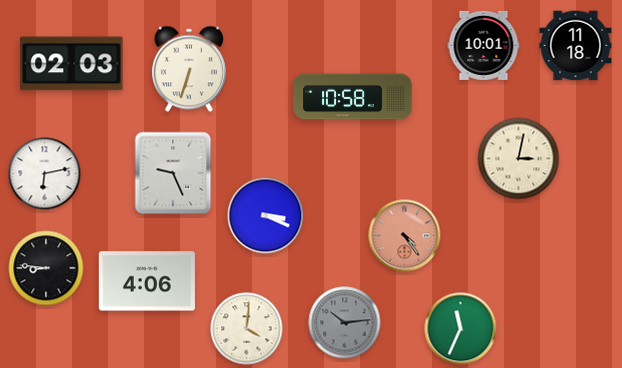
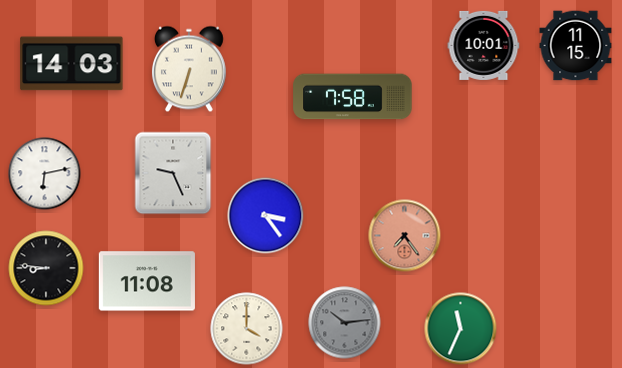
clock at (576, 46): 11:18 -> 11:15
clock at (72, 64): 02:03 -> 14:03
clock at (353, 97): 10:58 -> 7:58
clock at (519, 159): 3:02 -> none
clock at (266, 216): 3:19 -> 3:24
clock at (405, 236): 4:24 -> 7:24
clock at (147, 281): 4:06 -> 11:08
clock at (247, 329): 4:01 -> 4:00
